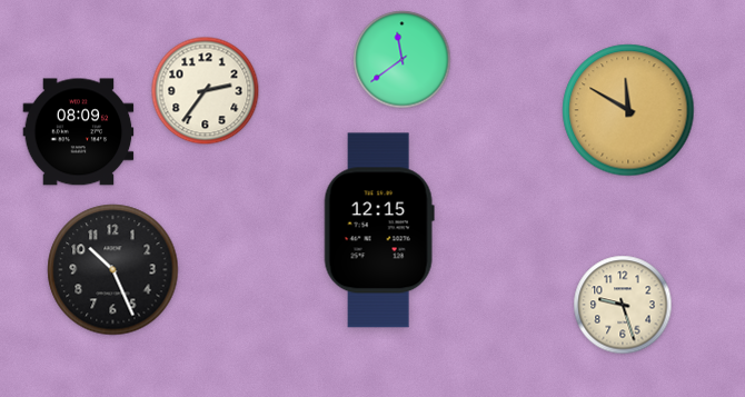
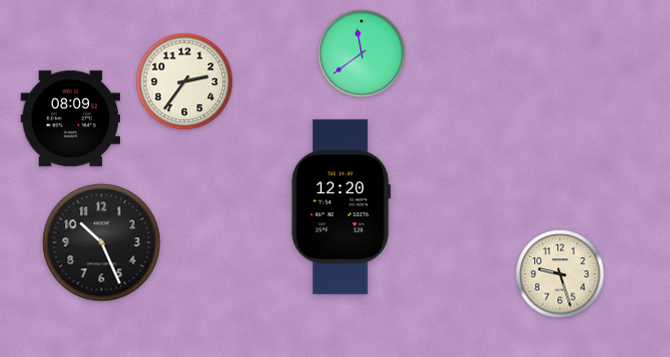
clock at (628, 110): 11:50 -> none
clock at (379, 230): 12:15 -> 12:20
